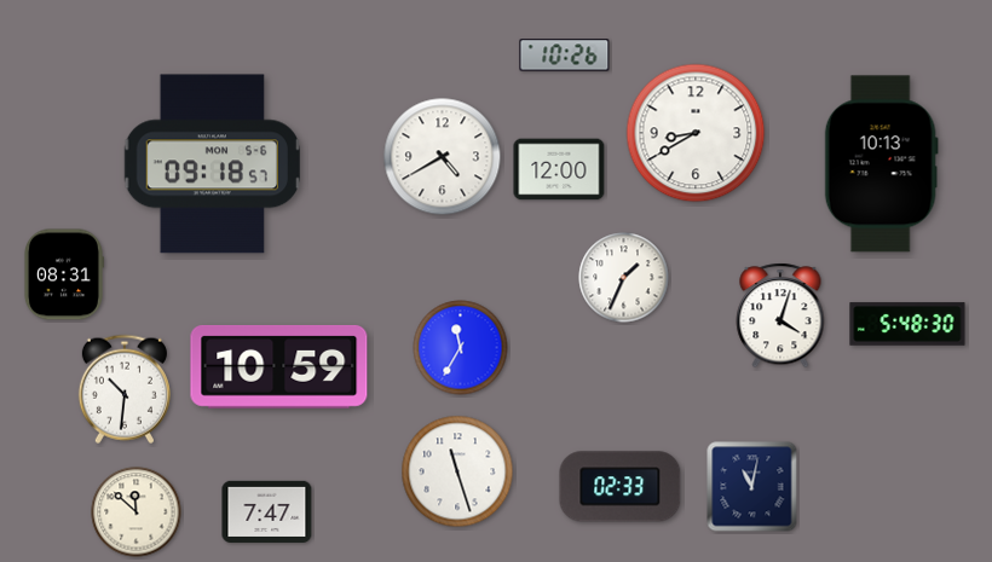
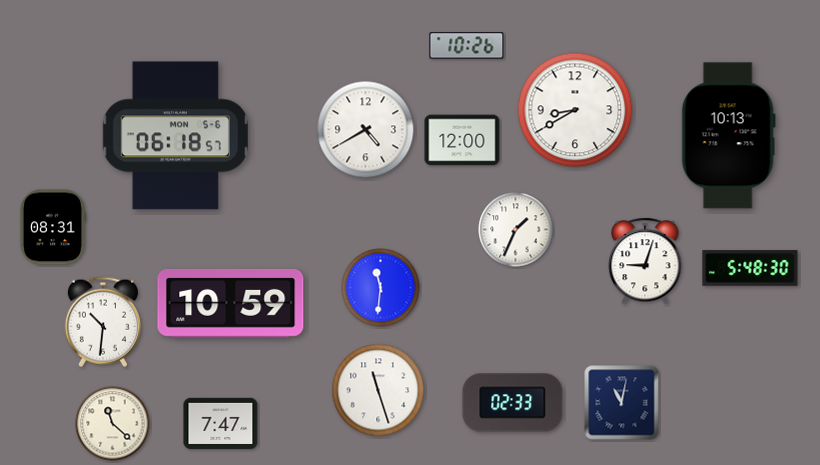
clock at (212, 164): 09:18 -> 06:18
clock at (780, 315): 4:03 -> 9:03
clock at (461, 348): 11:35 -> 11:31
clock at (137, 512): 11:52 -> 11:22
